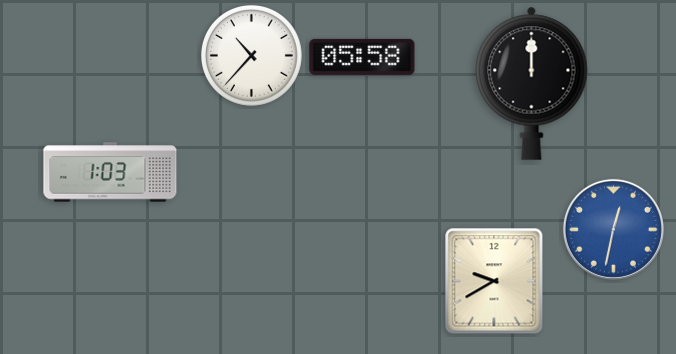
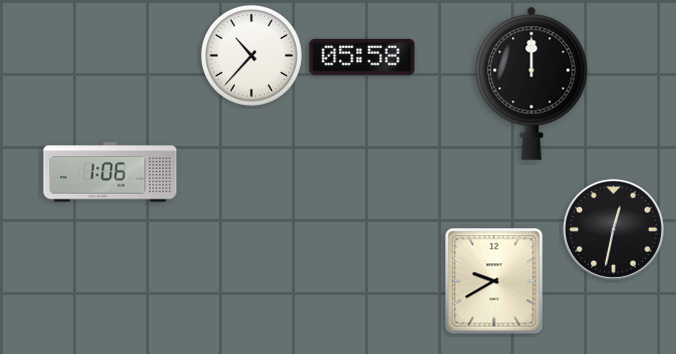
clock at (110, 172): 1:03 -> 1:06
clock at (613, 229) dial: blue -> black
